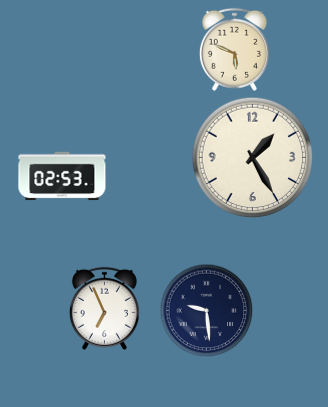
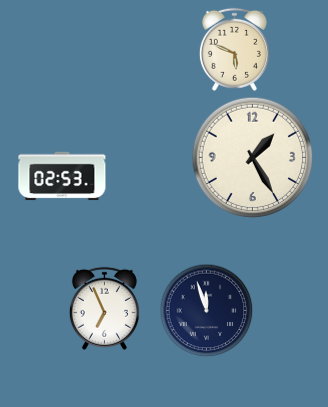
clock at (207, 311): 9:29 -> 11:57
